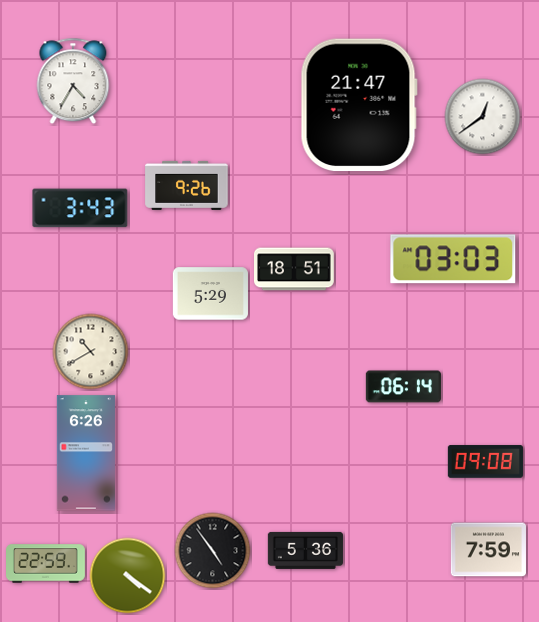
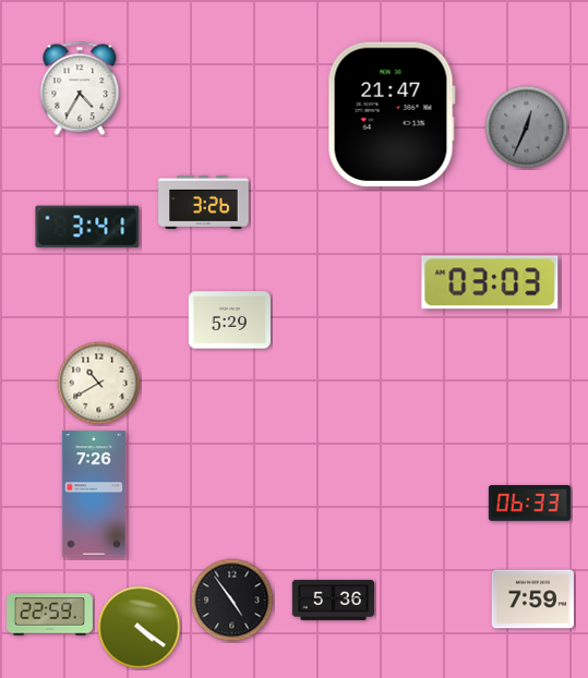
clock at (483, 117): 12:39 -> 12:34
clock at (483, 117) dial: white -> grey
clock at (187, 185): 9:26 -> 3:26
clock at (80, 208): 3:43 -> 3:41
clock at (453, 259) position: (453, 259) -> (490, 282)
clock at (295, 269): 18:51 -> none
clock at (403, 387): 06:14 -> none
clock at (86, 453): 6:26 -> 7:26
clock at (485, 462): 09:08 -> 06:33
